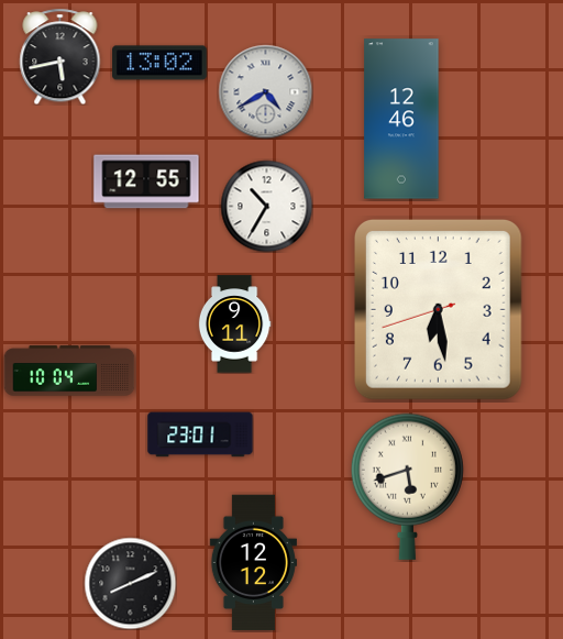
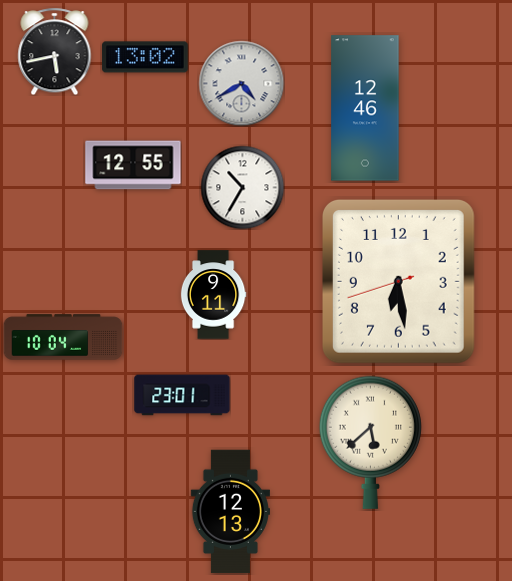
clock at (407, 486): 5:42 -> 5:38
clock at (253, 563): 12:12 -> 12:13
clock at (130, 583): 8:11 -> none
